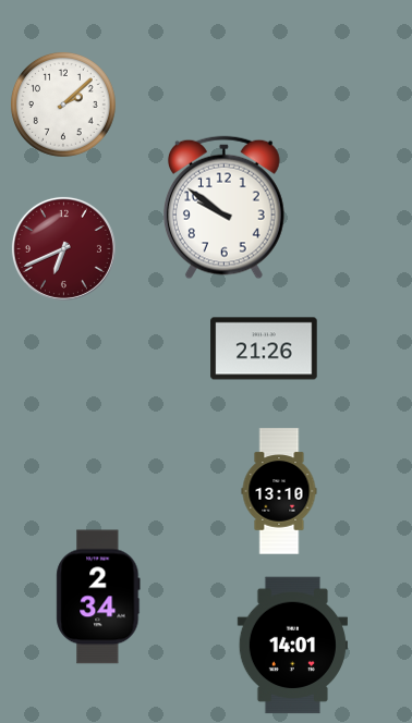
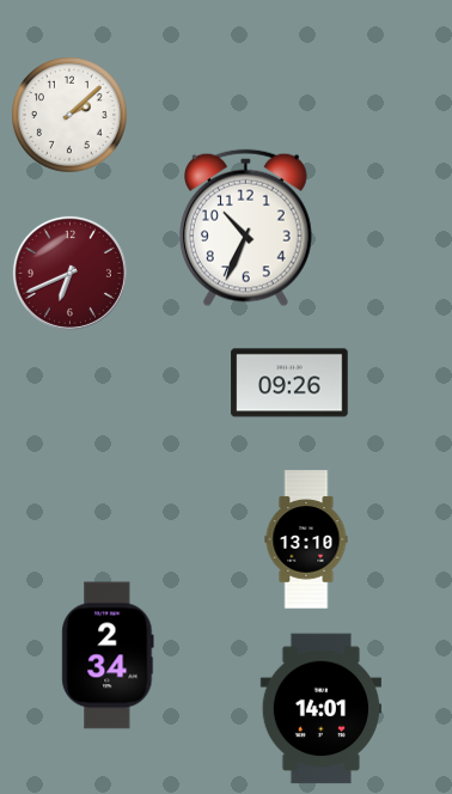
clock at (223, 208): 9:51 -> 10:34
clock at (264, 348): 21:26 -> 09:26
